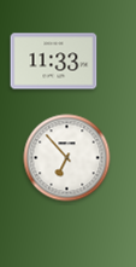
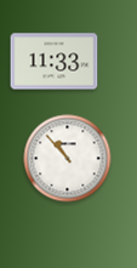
clock at (67, 158): 6:53 -> 10:53
